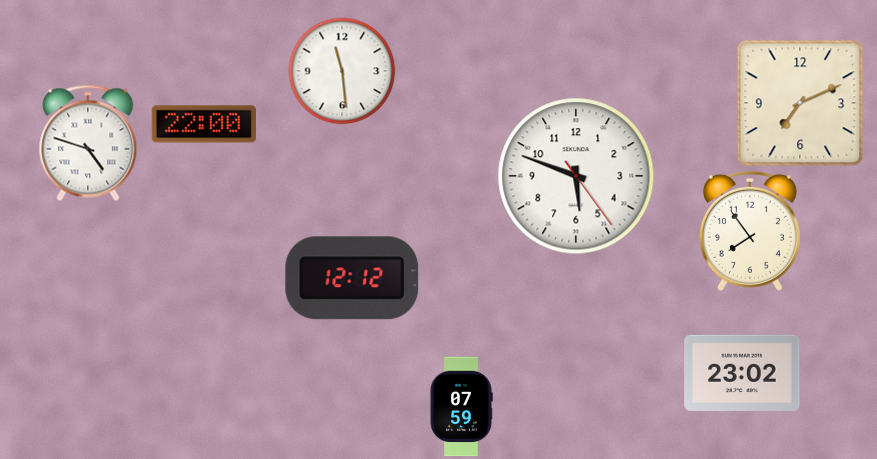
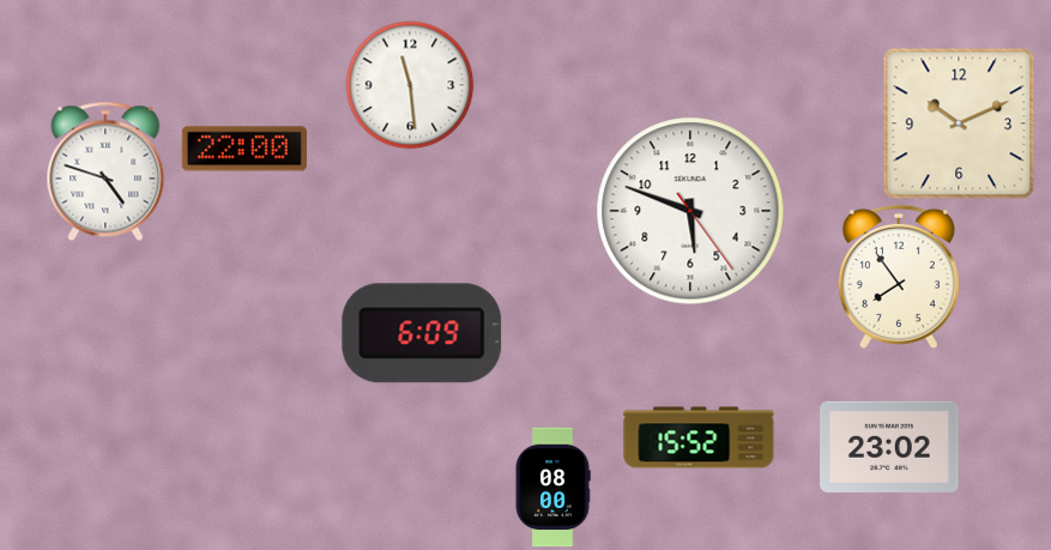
clock at (800, 103): 7:11 -> 10:11
clock at (352, 278): 12:12 -> 6:09
clock at (699, 437): none -> 15:52
clock at (461, 407): 07:59 -> 08:00
